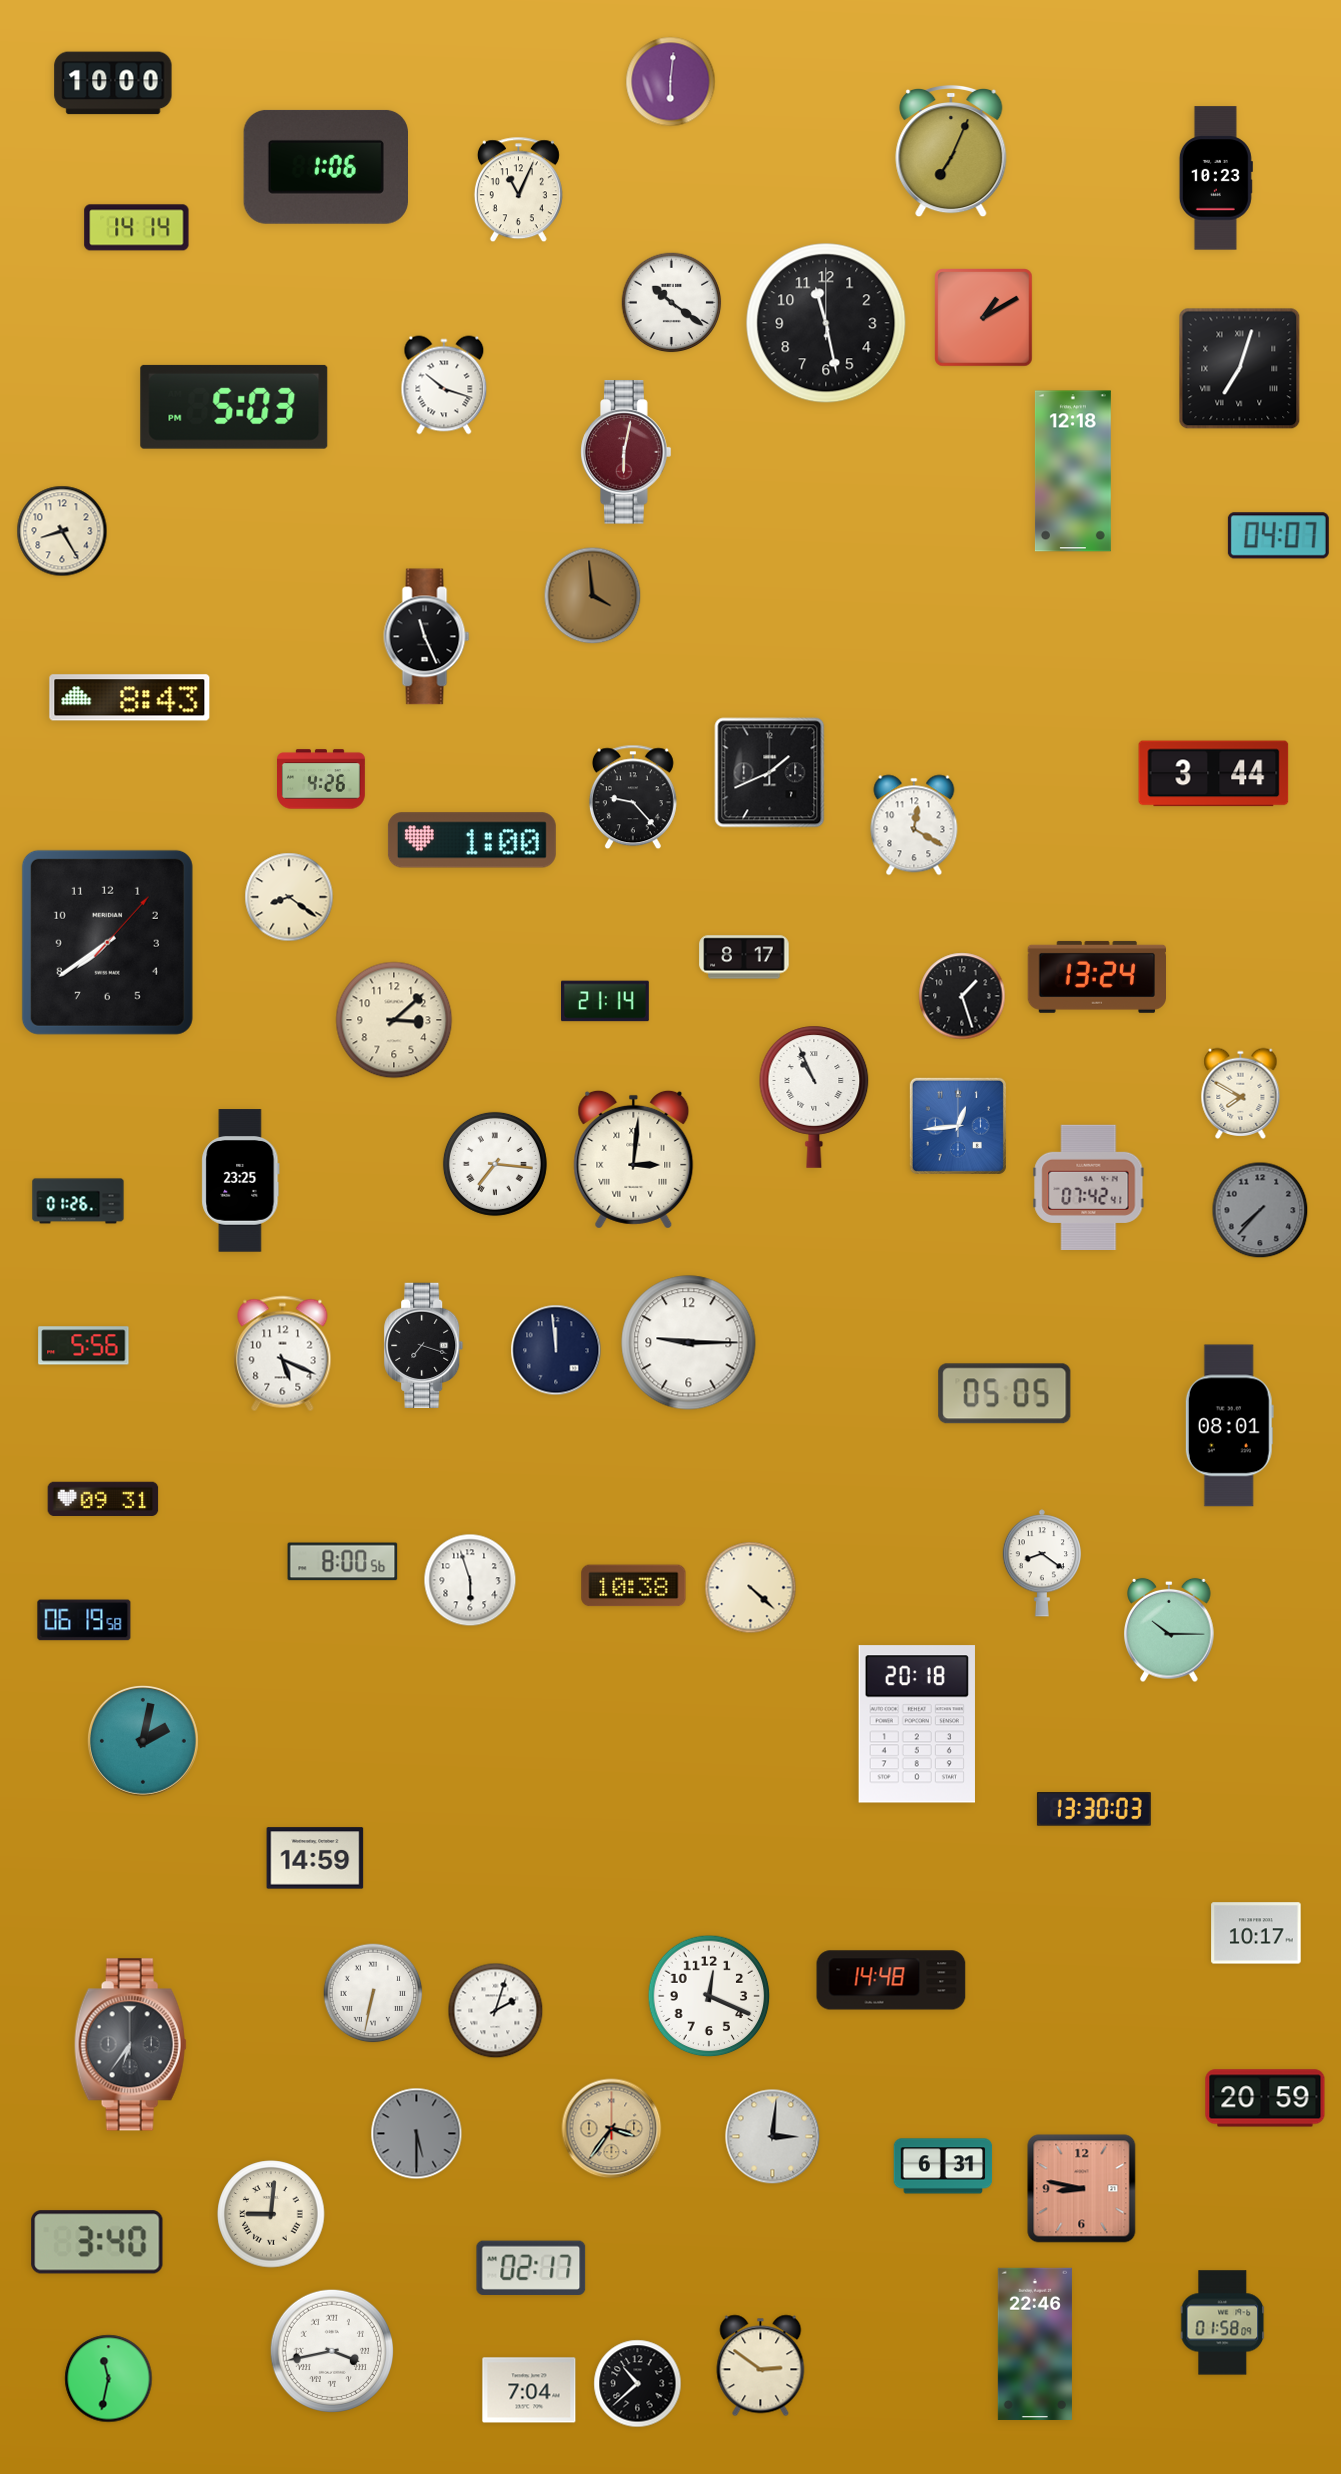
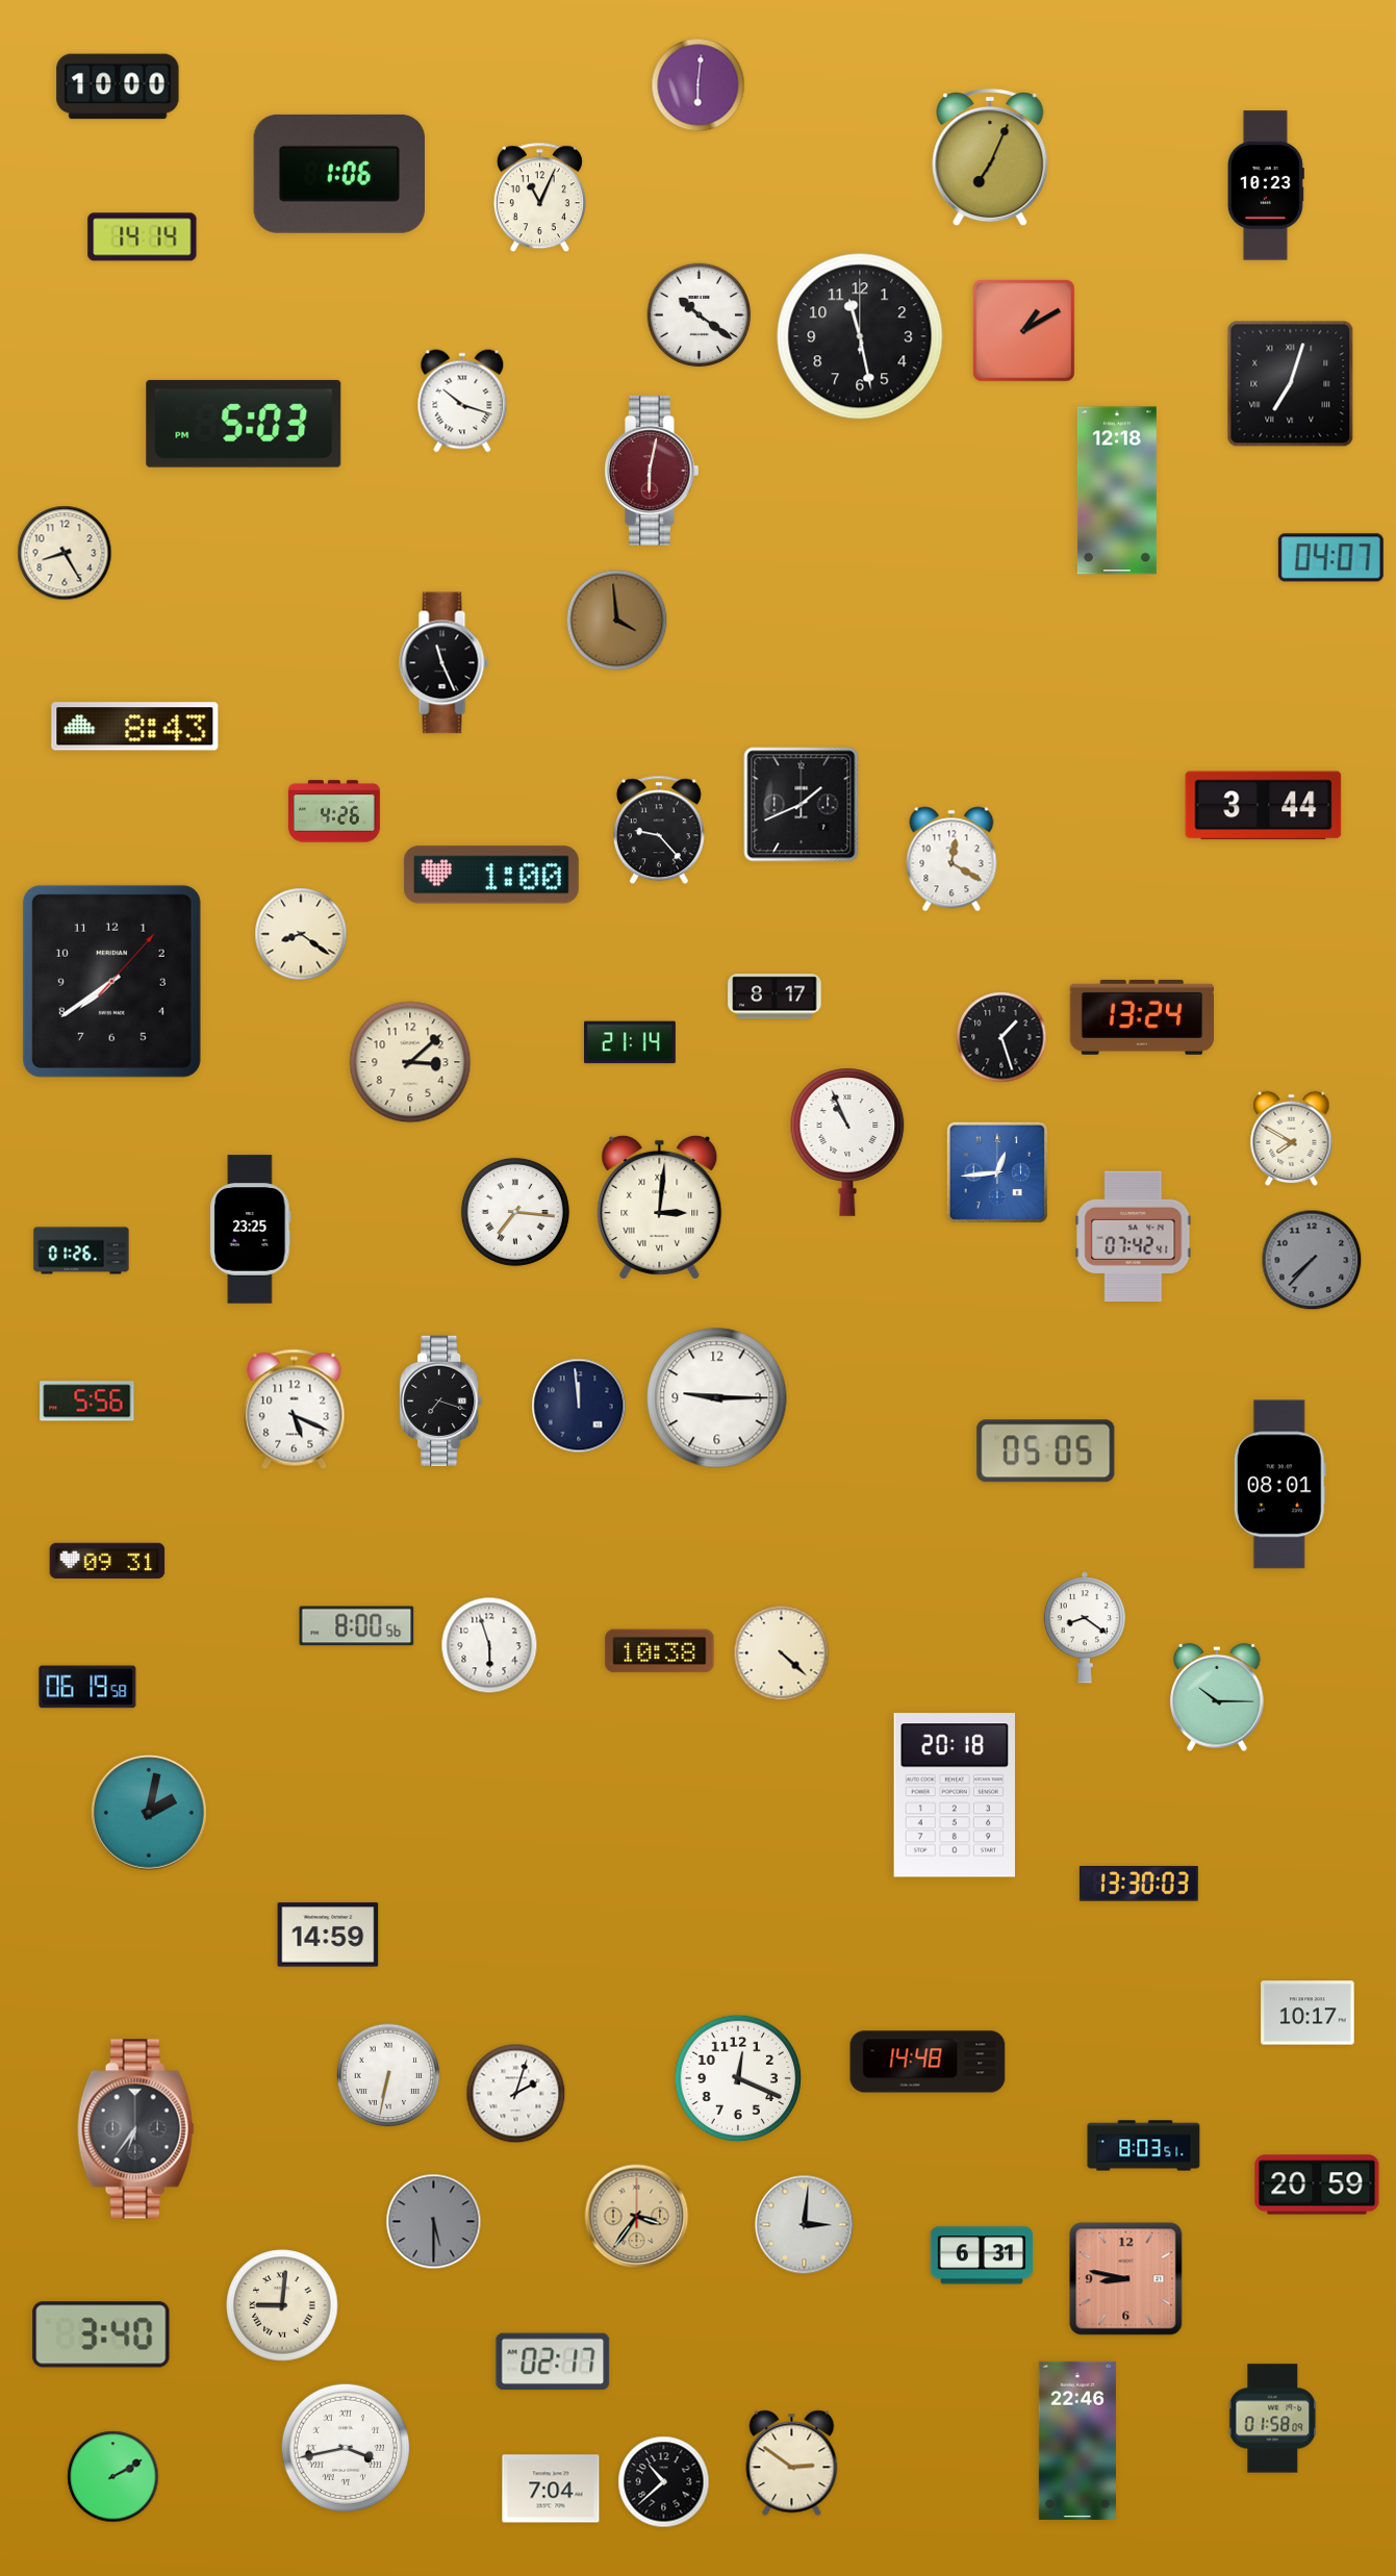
clock at (1144, 2146): none -> 8:03
clock at (109, 2379): 11:32 -> 2:10
